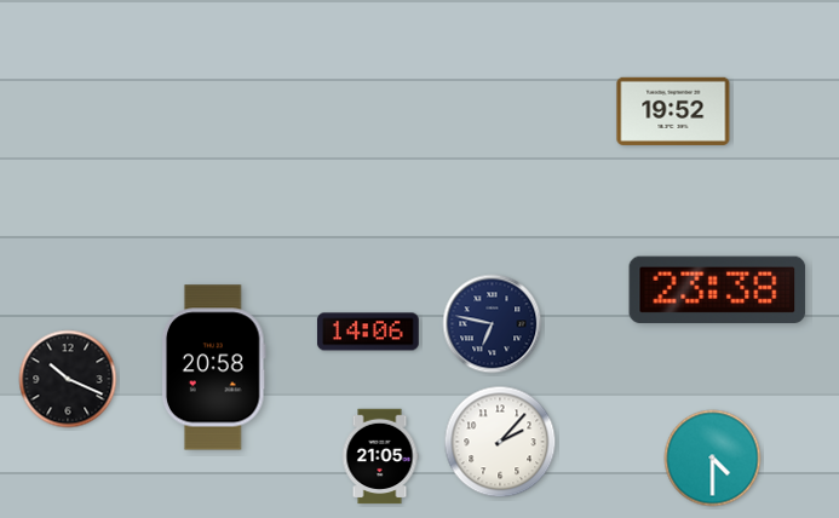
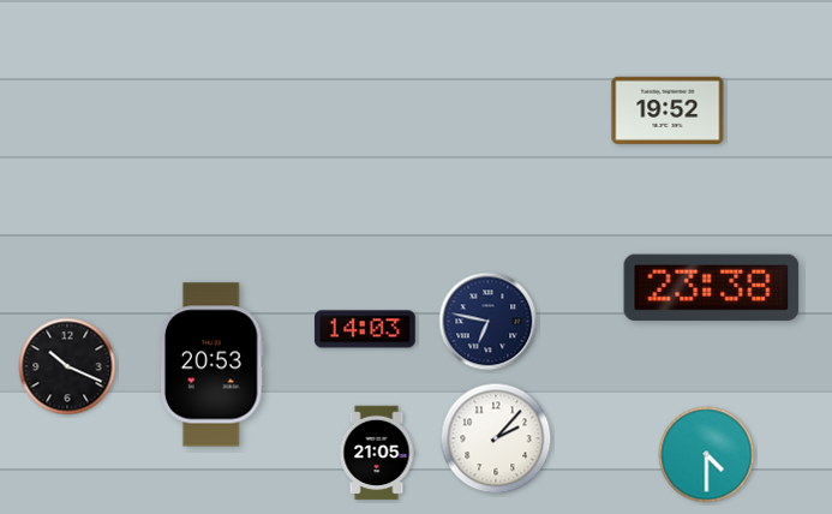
clock at (368, 332): 14:06 -> 14:03
clock at (213, 368): 20:58 -> 20:53
clock at (68, 379) position: (68, 379) -> (67, 366)
